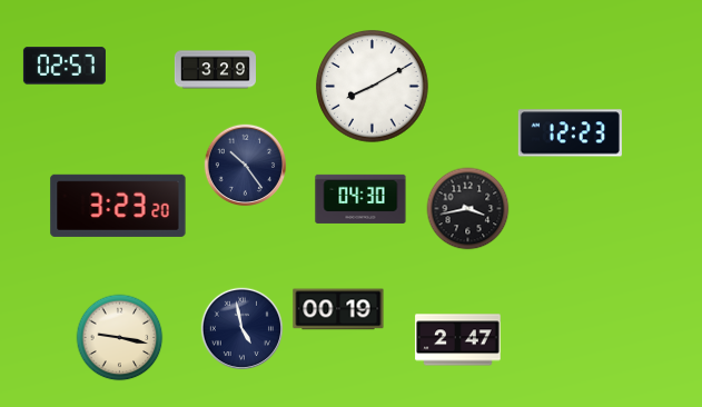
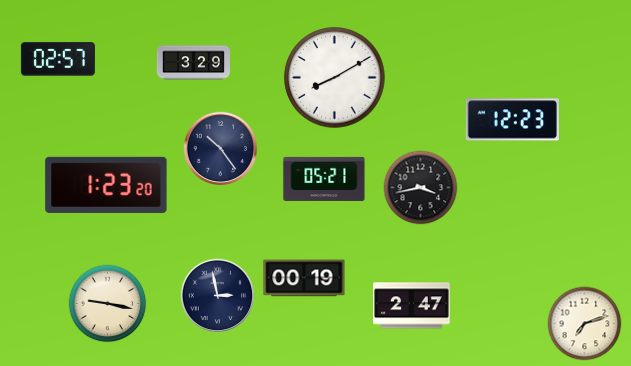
clock at (360, 199): 04:30 -> 05:21
clock at (118, 206): 3:23 -> 1:23
clock at (243, 329): 4:58 -> 2:58
clock at (585, 324): none -> 7:12
